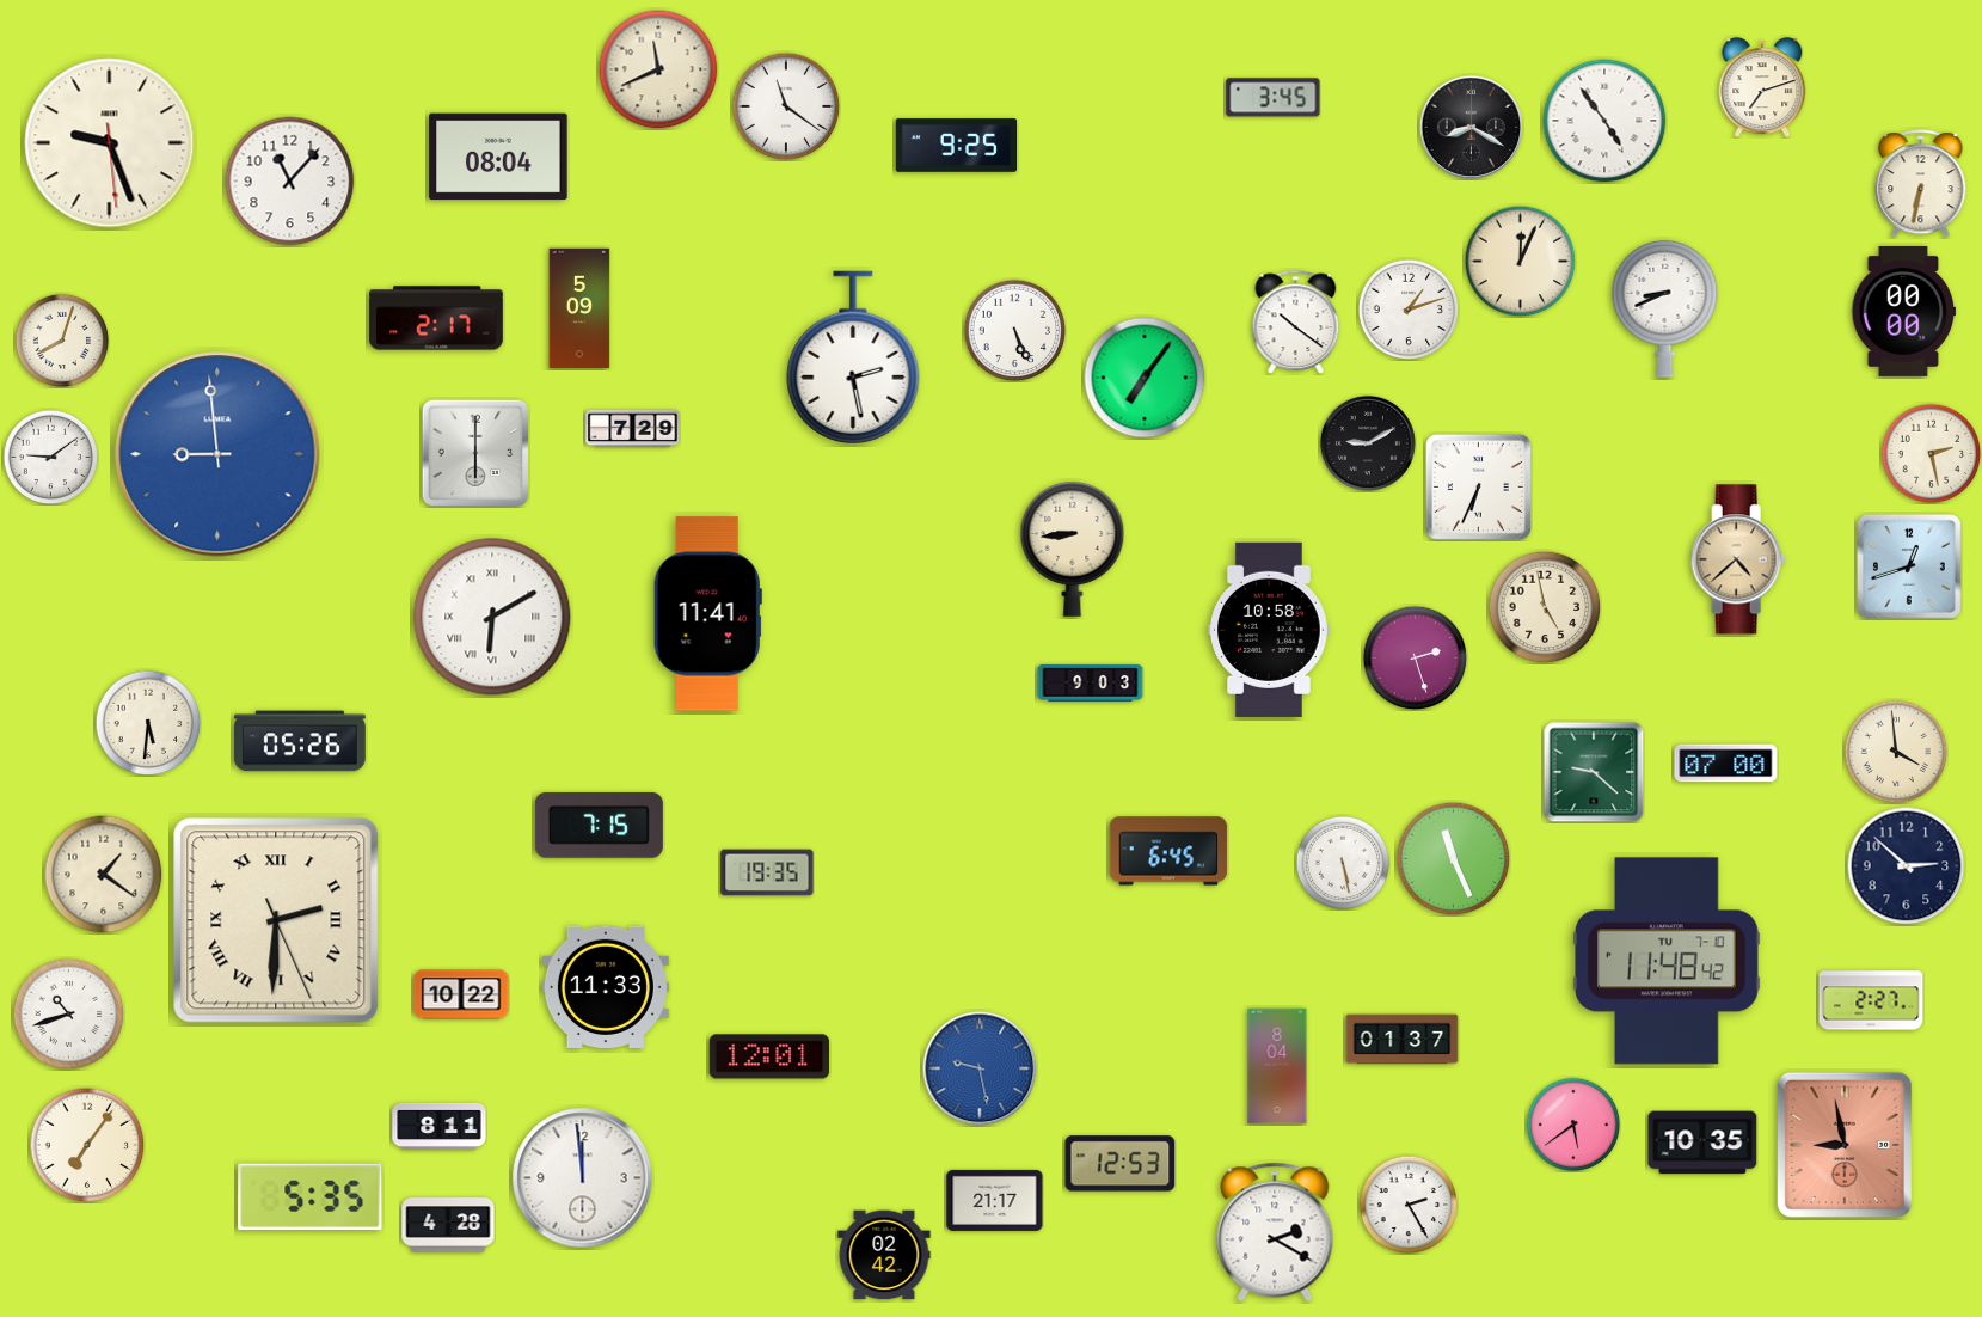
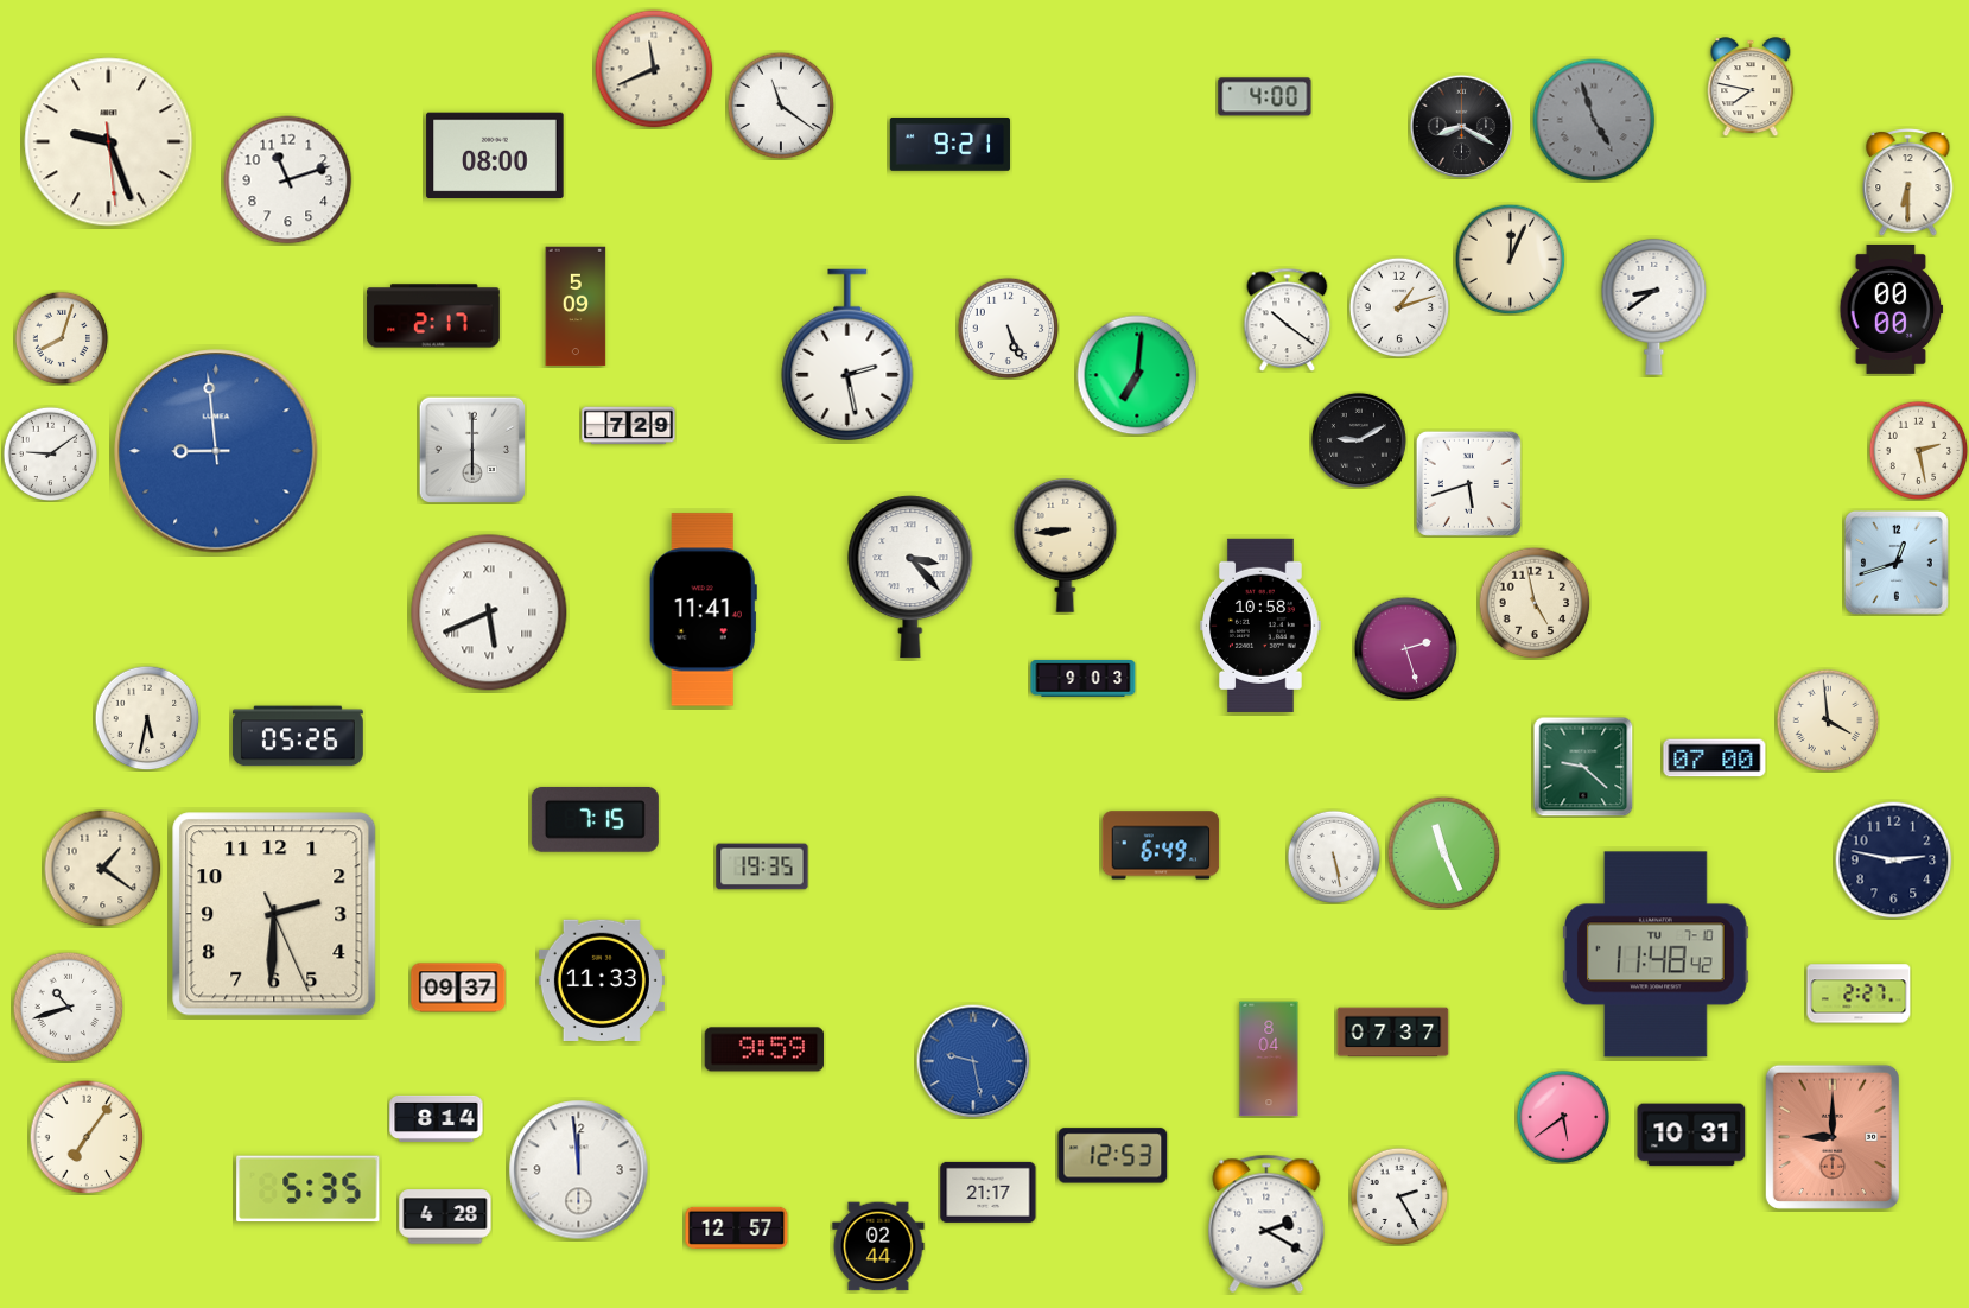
clock at (1762, 87): 7:12 -> 7:47
clock at (1274, 98): 3:45 -> 4:00
clock at (1604, 121): 4:54 -> 4:57
clock at (1604, 121) dial: white -> grey
clock at (957, 146): 9:25 -> 9:21
clock at (498, 157): 08:04 -> 08:00
clock at (290, 182): 11:07 -> 11:12
clock at (1921, 184): 6:32 -> 6:30
clock at (1665, 308): 8:41 -> 8:39
clock at (1145, 378): 7:06 -> 7:01
clock at (1478, 486): 6:34 -> 5:42
clock at (1738, 559): 4:38 -> none
clock at (910, 577): none -> 3:23
clock at (492, 617): 6:10 -> 5:41
clock at (1415, 657) position: (1415, 657) -> (1405, 648)
clock at (148, 723): 5:31 -> 5:32
clock at (1896, 752) position: (1896, 752) -> (1828, 720)
clock at (1168, 851): 6:45 -> 6:49
clock at (1907, 866): 2:52 -> 2:47
clock at (276, 920) numerals: Roman -> Arabic
clock at (461, 994): 10:22 -> 09:37
clock at (1403, 1040): 01:37 -> 07:37
clock at (769, 1056): 12:01 -> 9:59
clock at (440, 1126): 8:11 -> 8:14
clock at (1702, 1143): 10:35 -> 10:31
clock at (1845, 1145): 8:58 -> 9:00
clock at (737, 1227): none -> 12:57
clock at (884, 1255): 02:42 -> 02:44
